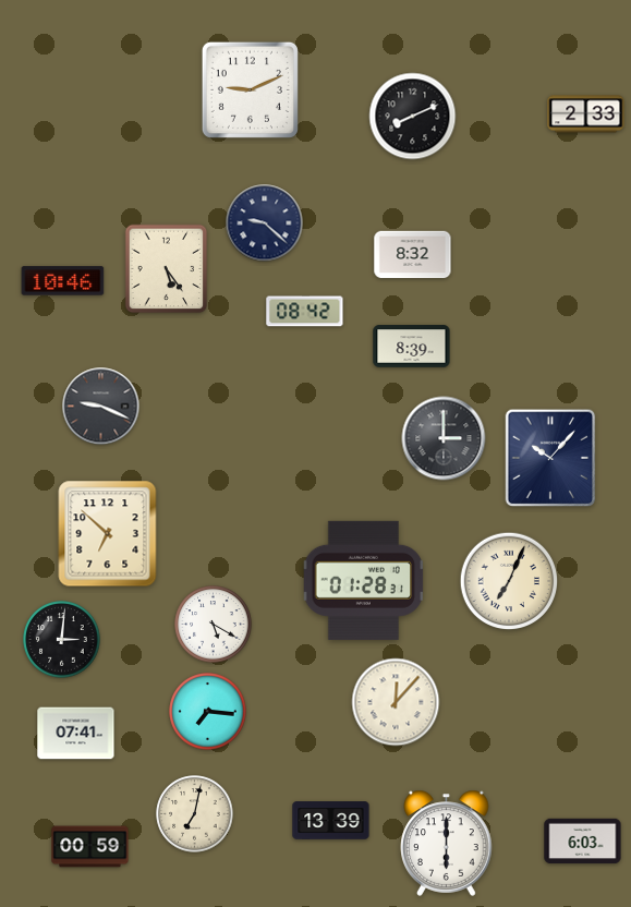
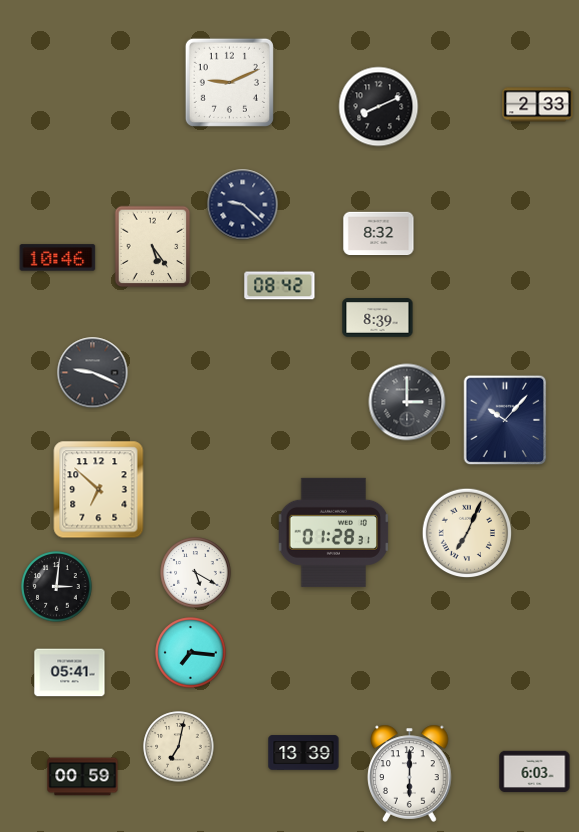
clock at (396, 702): 12:07 -> none
clock at (76, 734): 07:41 -> 05:41
